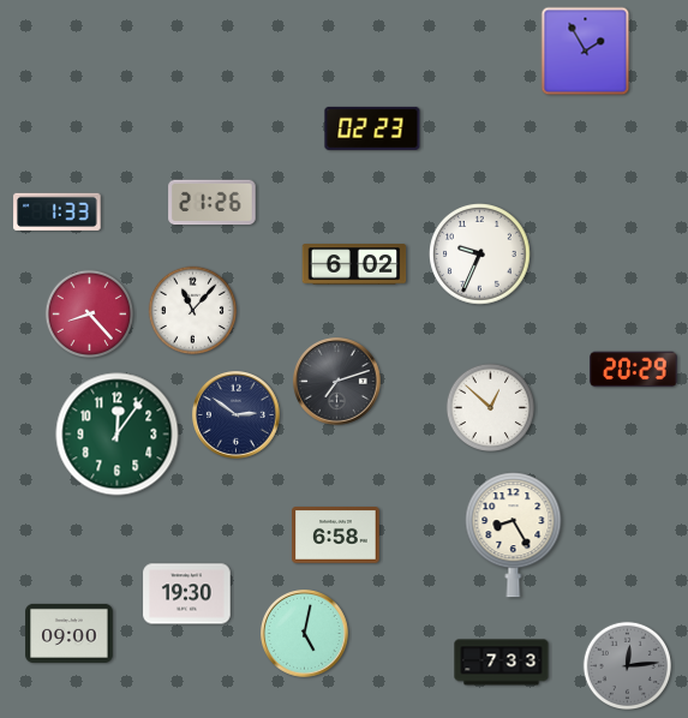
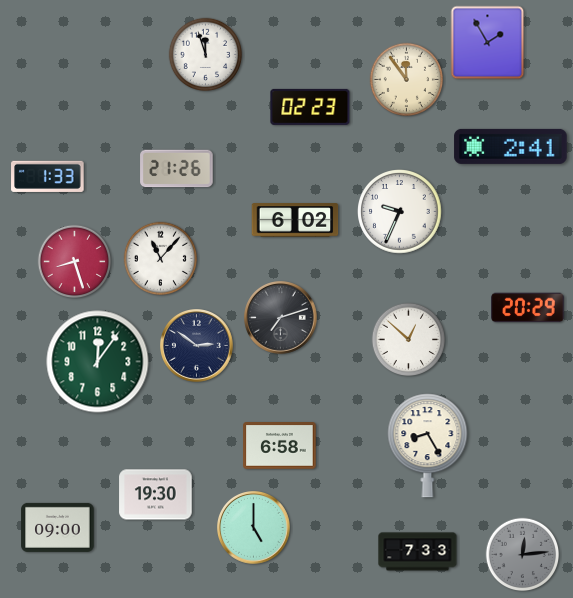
clock at (206, 55): none -> 11:57
clock at (407, 80): none -> 11:54
clock at (511, 146): none -> 2:41
clock at (90, 315): 8:23 -> 8:27
clock at (305, 634): 5:02 -> 5:00
